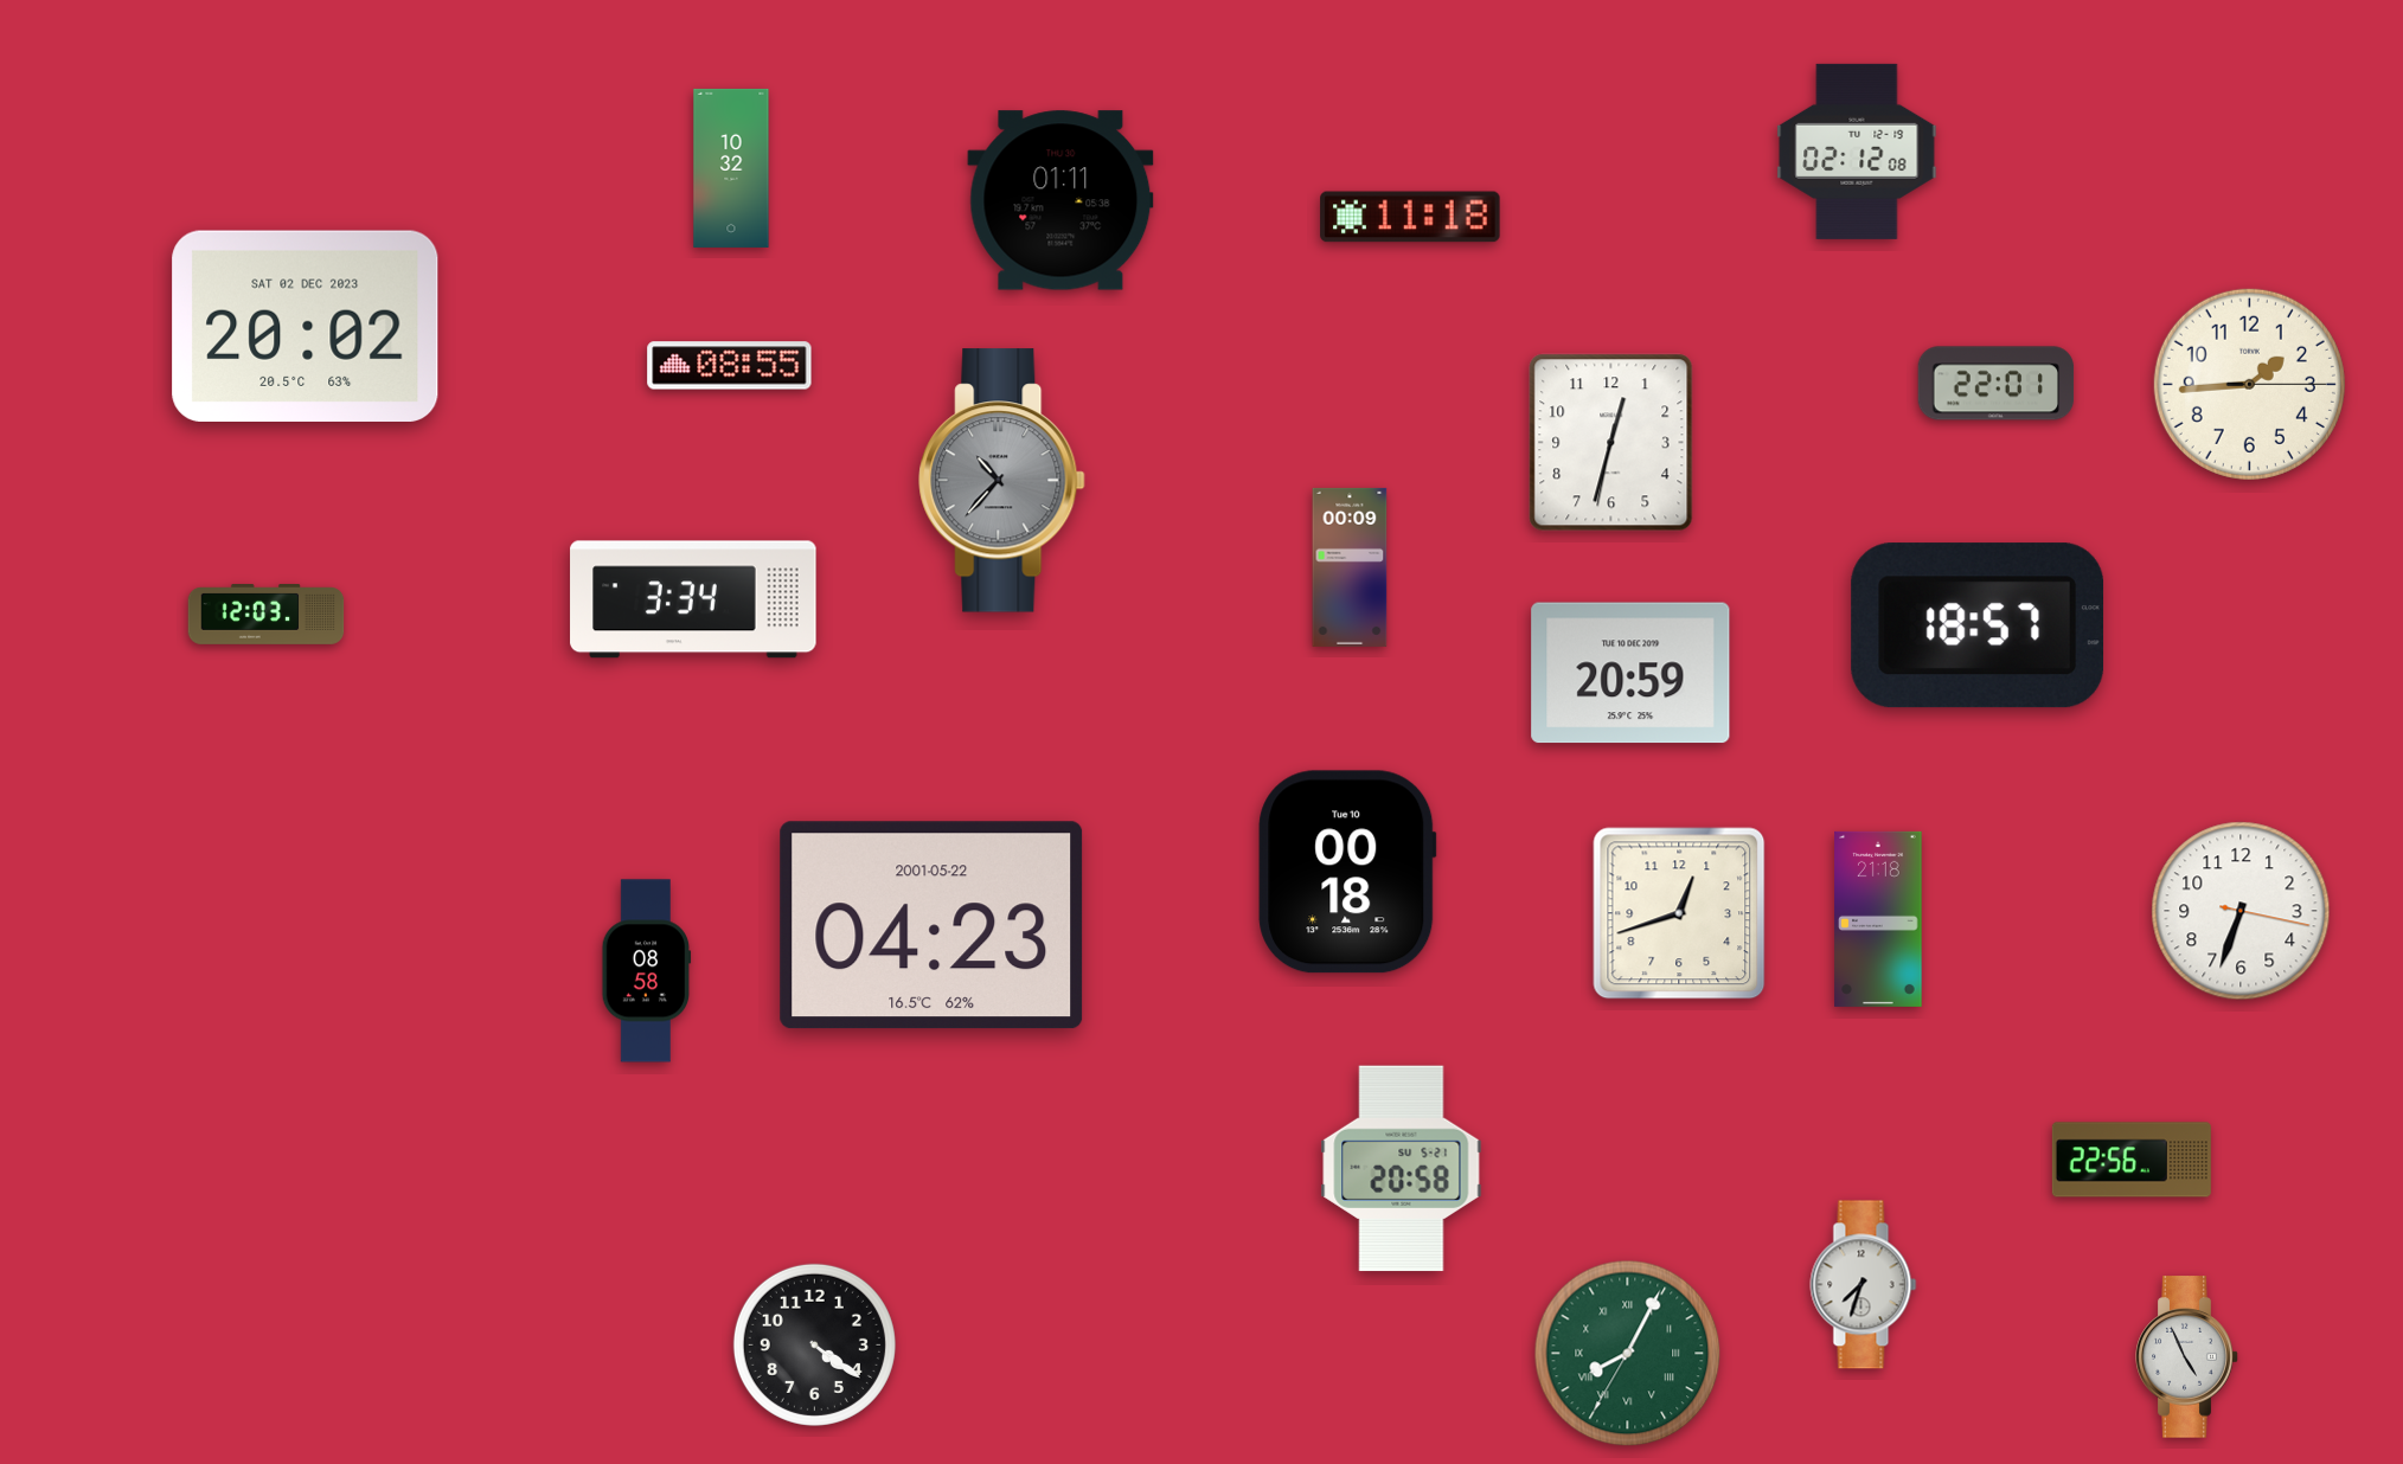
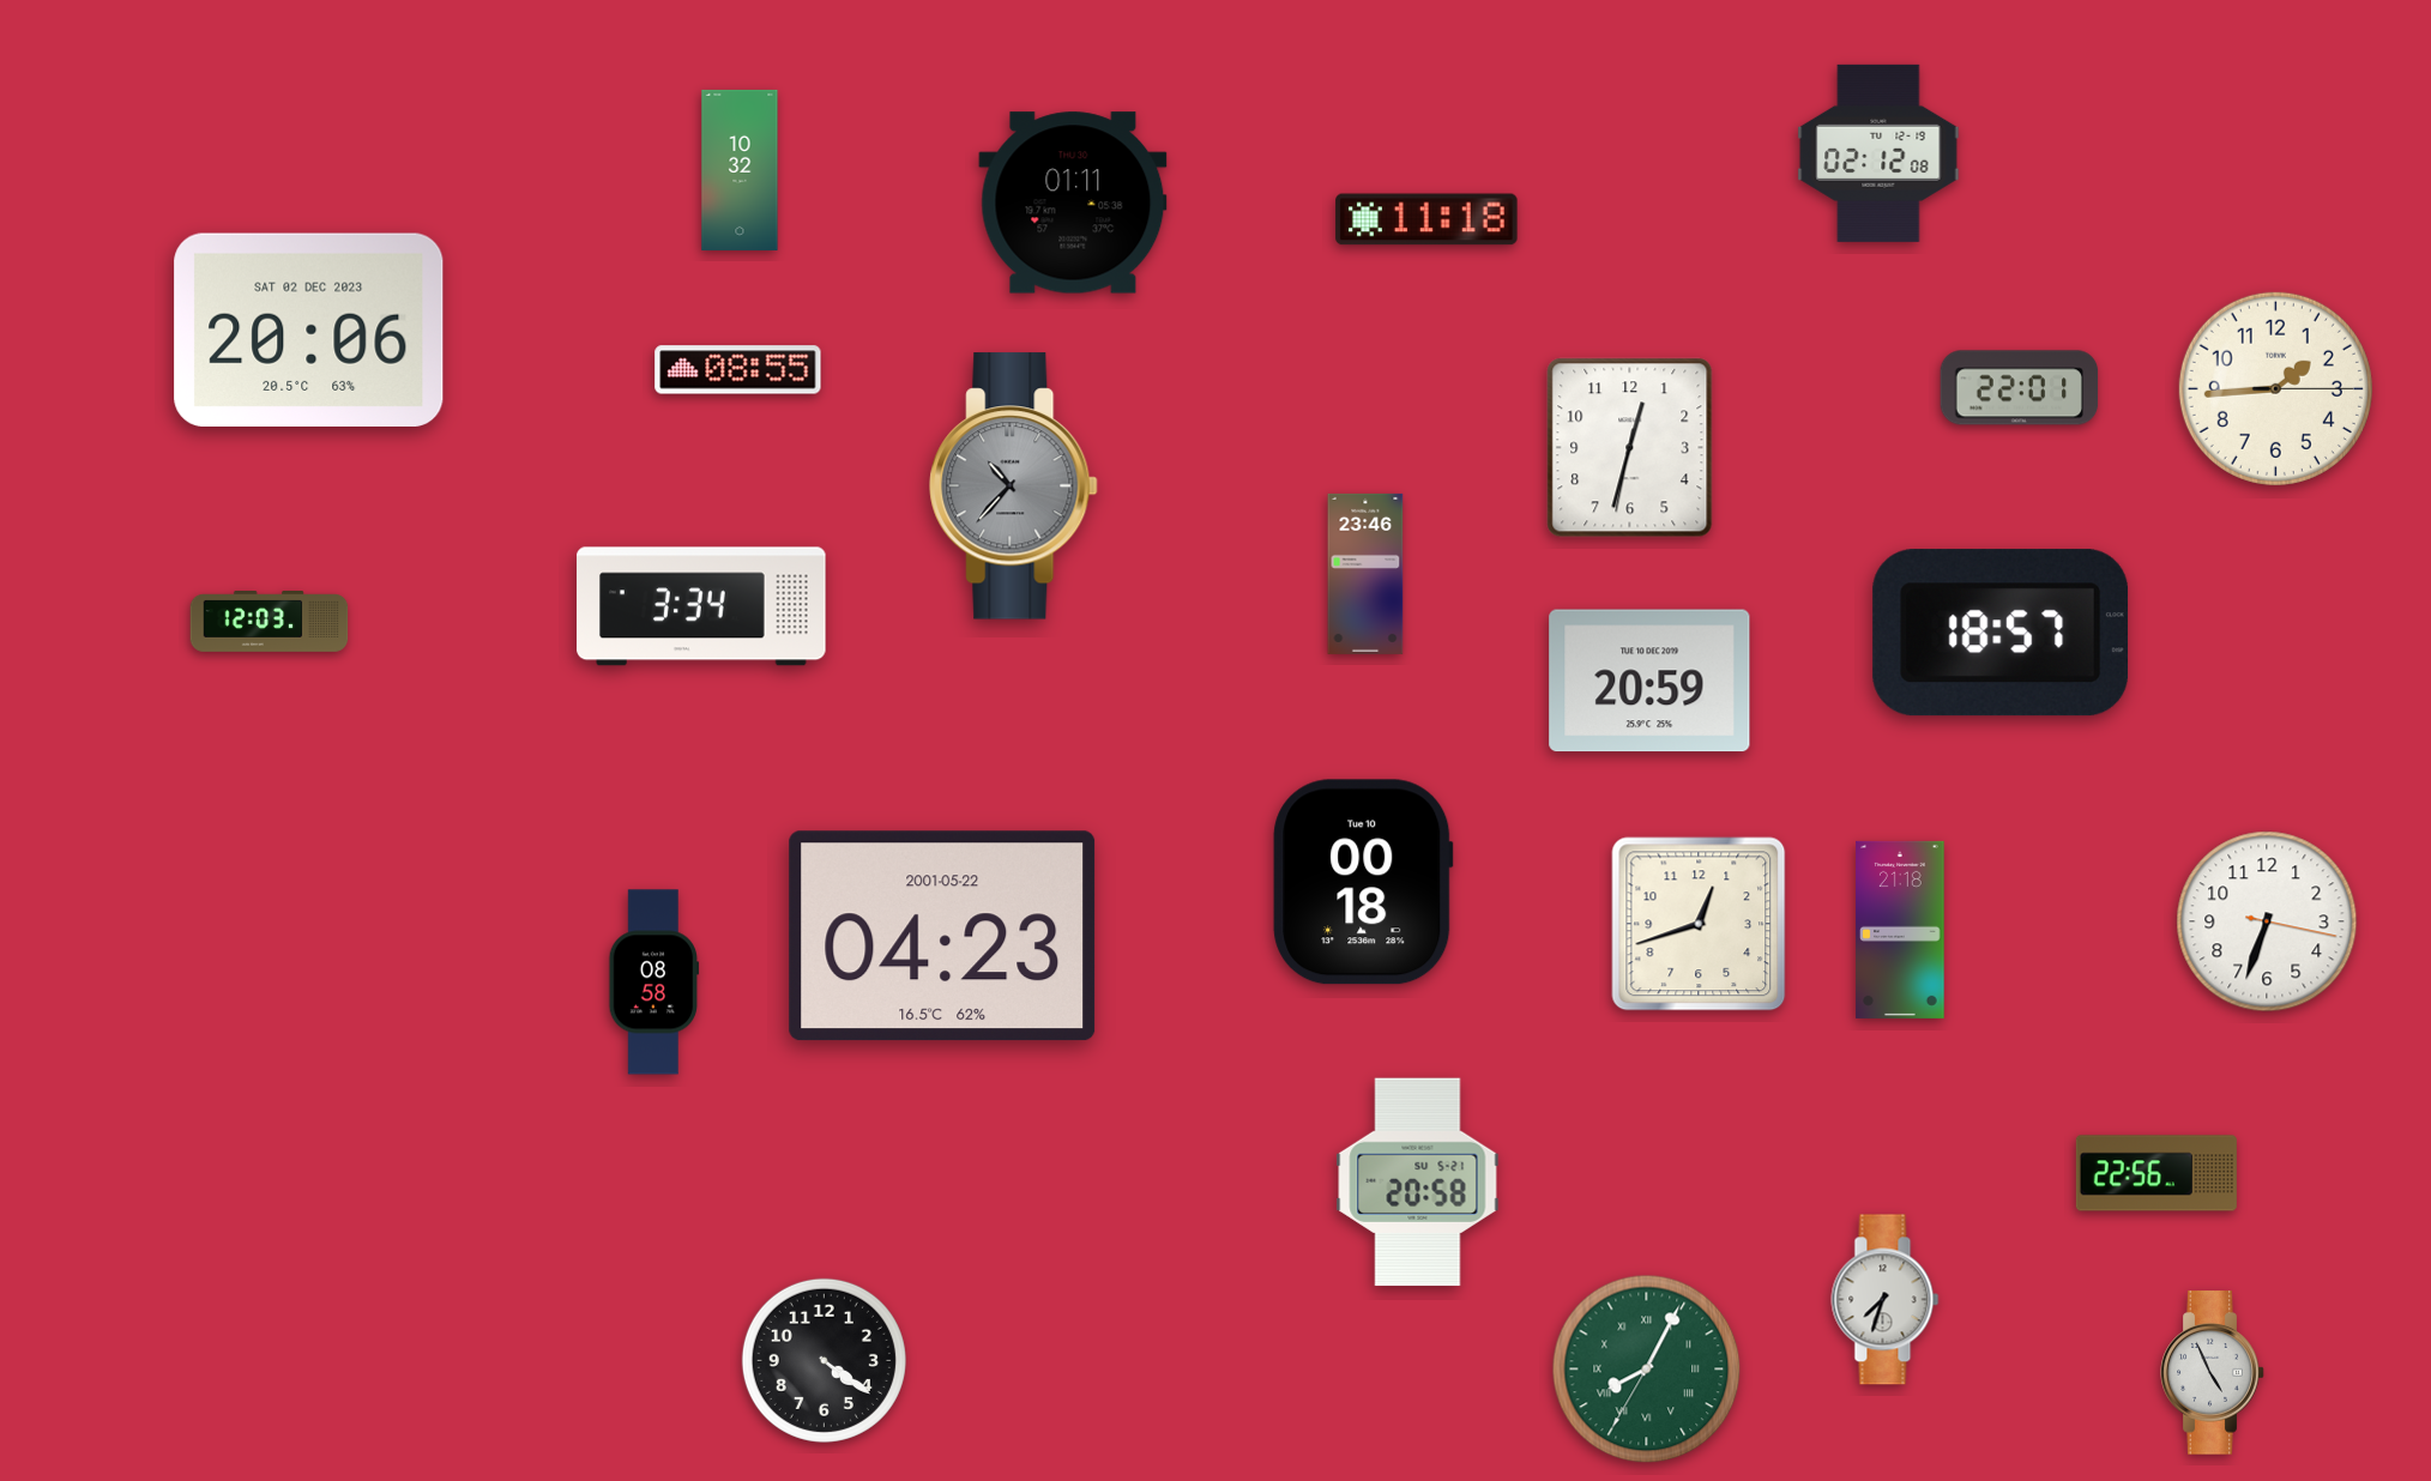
clock at (306, 326): 20:02 -> 20:06
clock at (1350, 567): 00:09 -> 23:46
